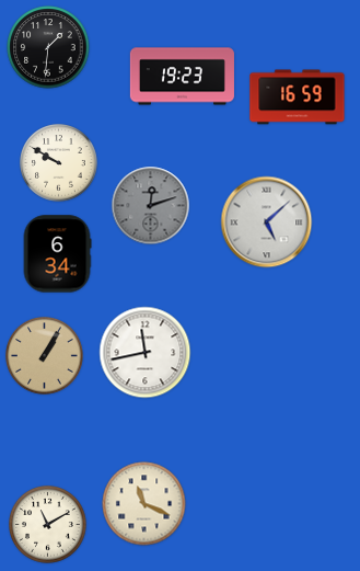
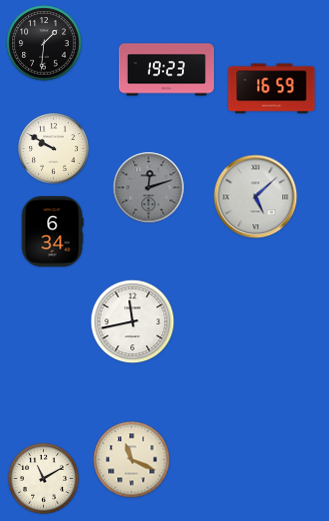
clock at (151, 206) position: (151, 206) -> (149, 188)
clock at (267, 222) position: (267, 222) -> (256, 197)
clock at (45, 356): 1:05 -> none
